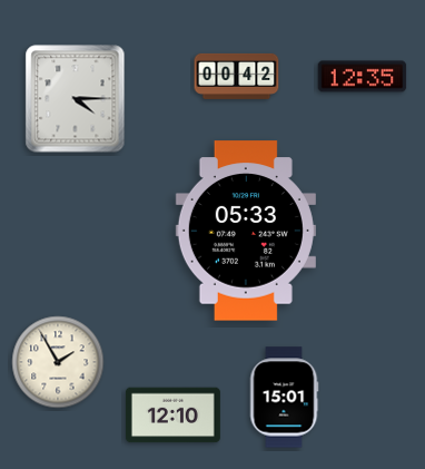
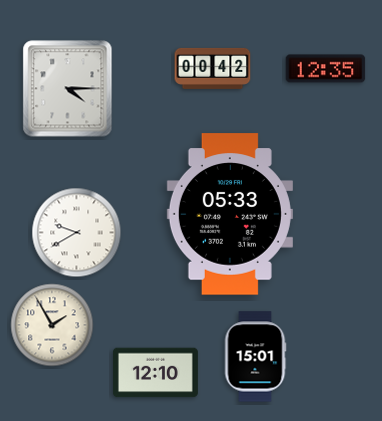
clock at (246, 231) position: (246, 231) -> (230, 214)
clock at (77, 233): none -> 9:40
